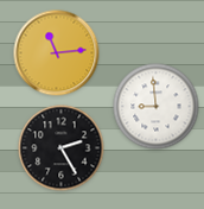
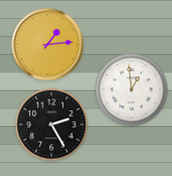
clock at (57, 53): 11:14 -> 1:14
clock at (157, 107): 8:59 -> 12:59
